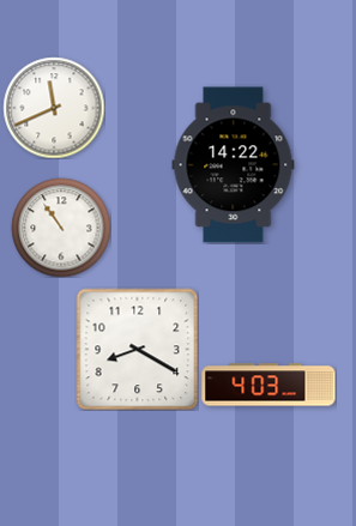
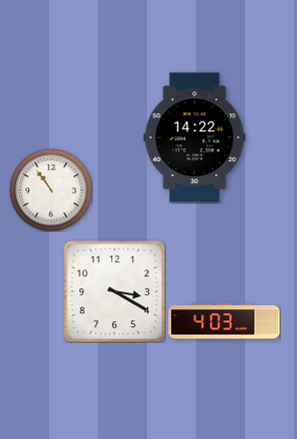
clock at (54, 108): 11:41 -> none
clock at (137, 349): 8:20 -> 3:20
